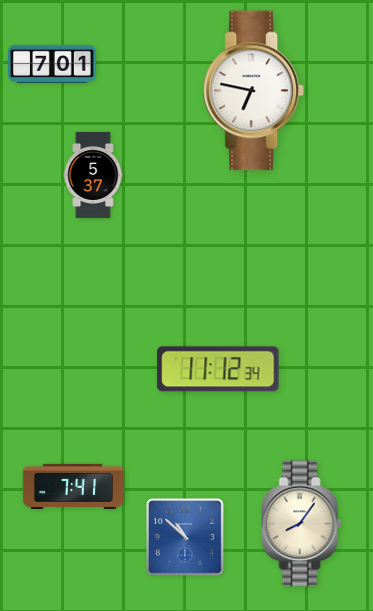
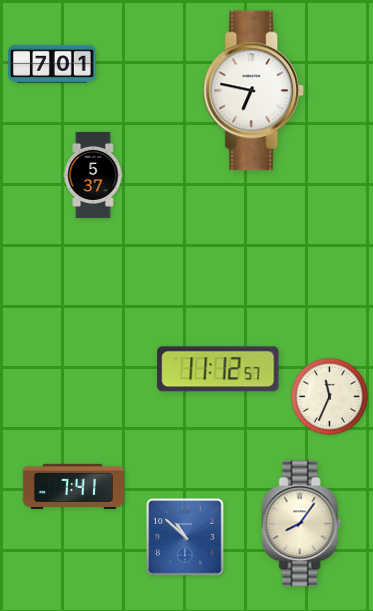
clock at (218, 369): 11:12:34 -> 11:12:57
clock at (329, 396): none -> 11:34
